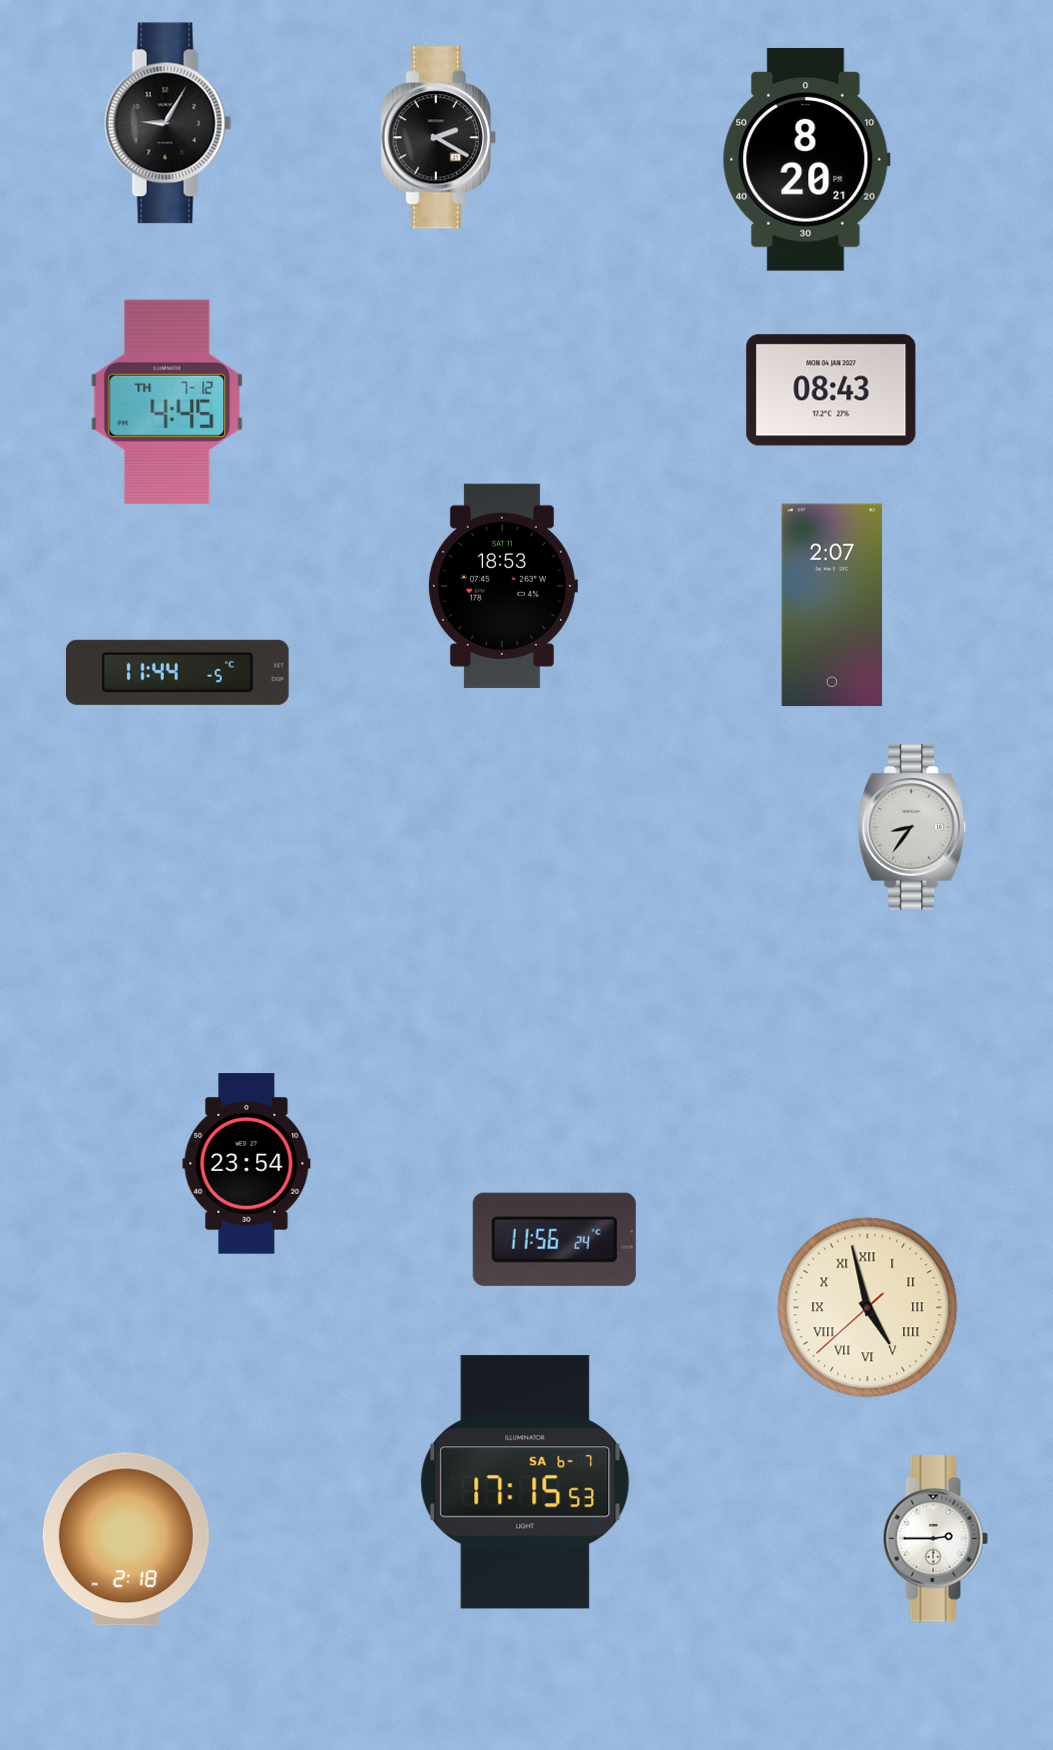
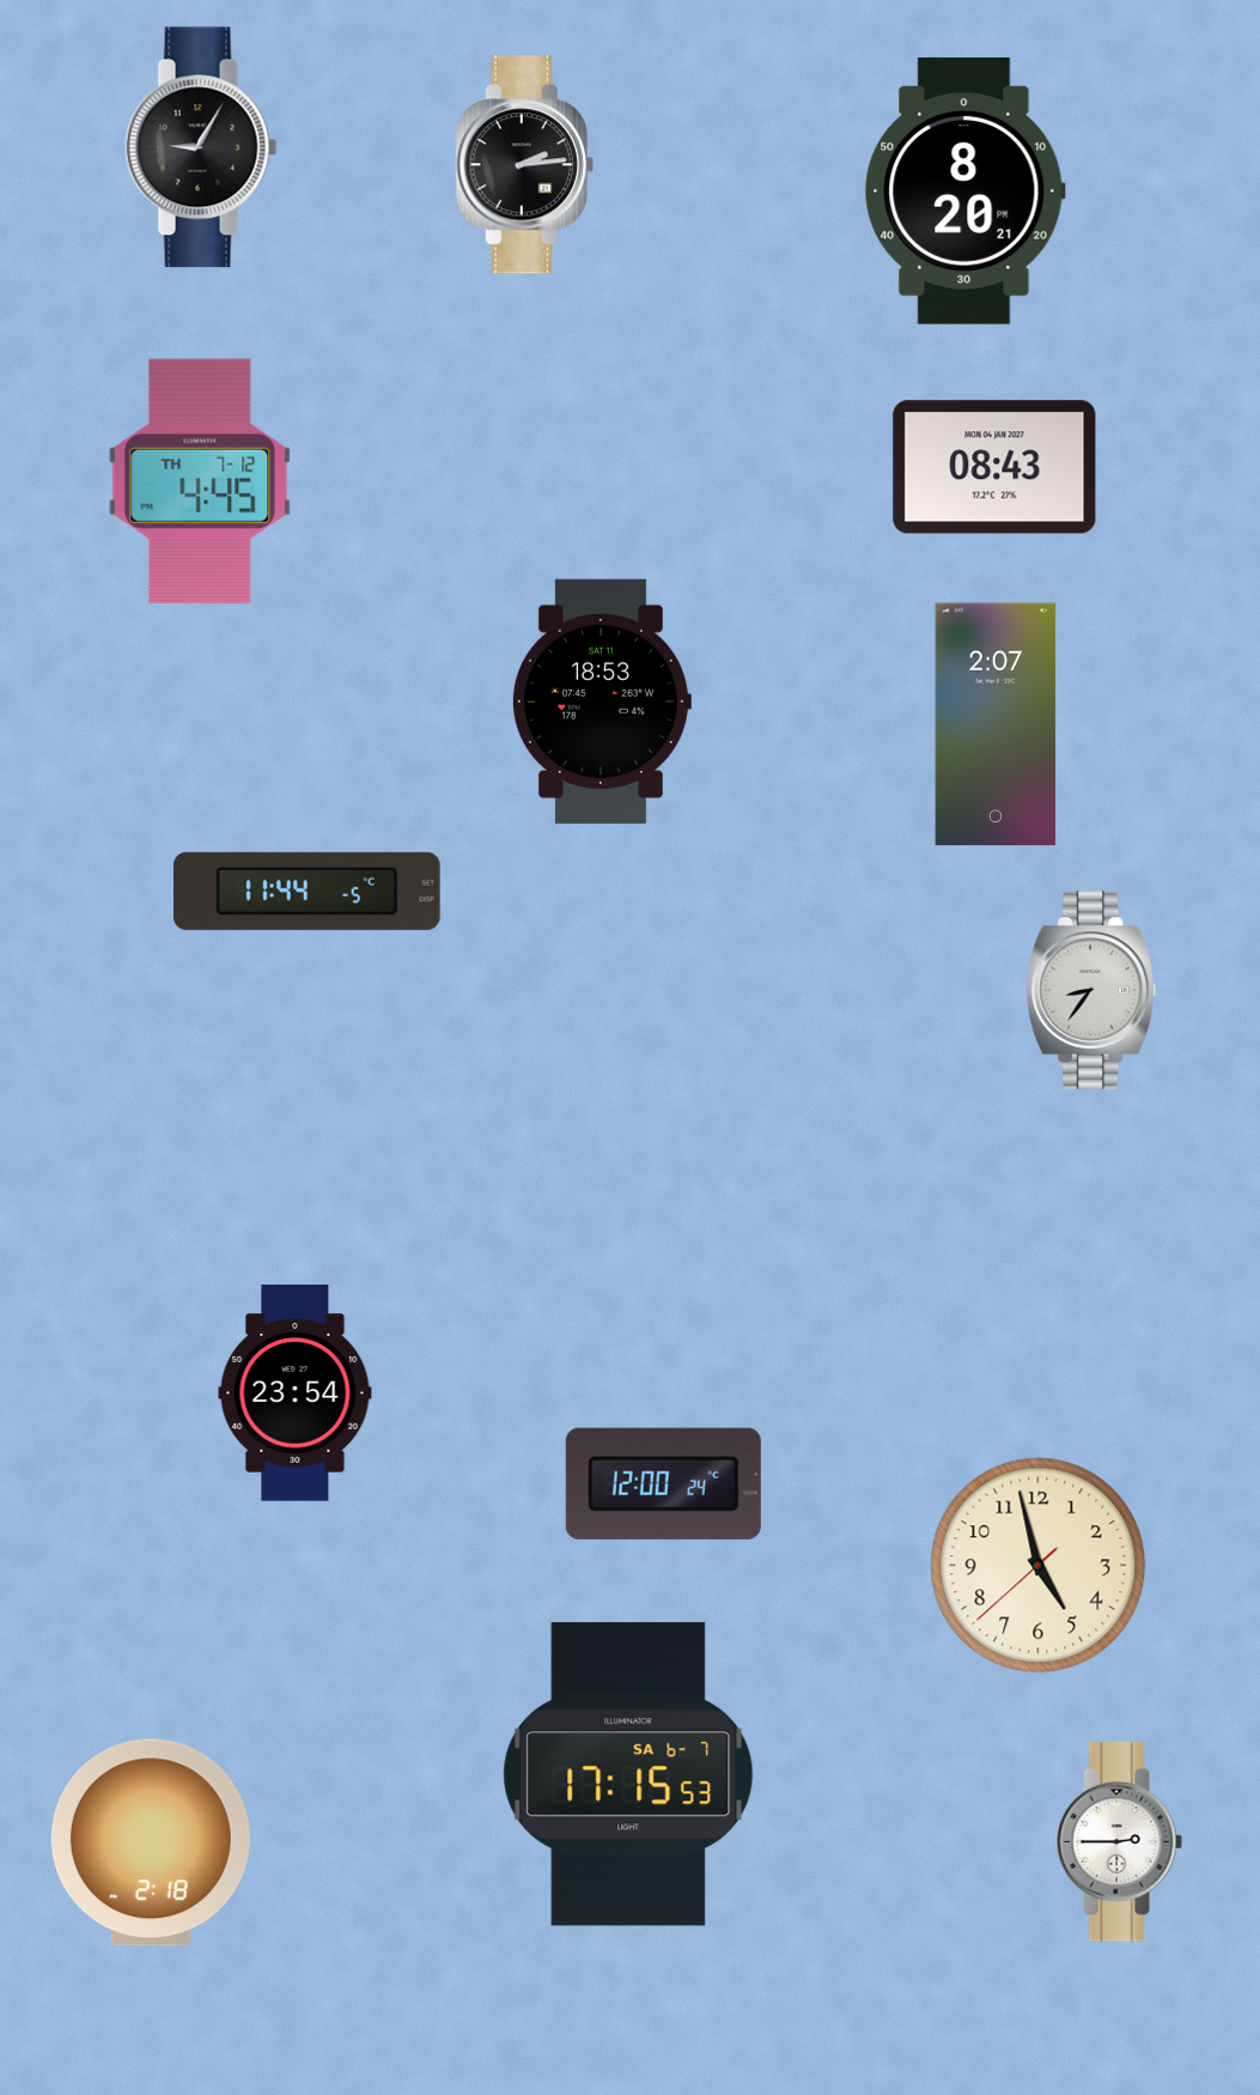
clock at (438, 138): 2:20 -> 2:14
clock at (177, 672) position: (177, 672) -> (306, 891)
clock at (554, 1239): 11:56 -> 12:00
clock at (868, 1308) numerals: Roman -> Arabic
